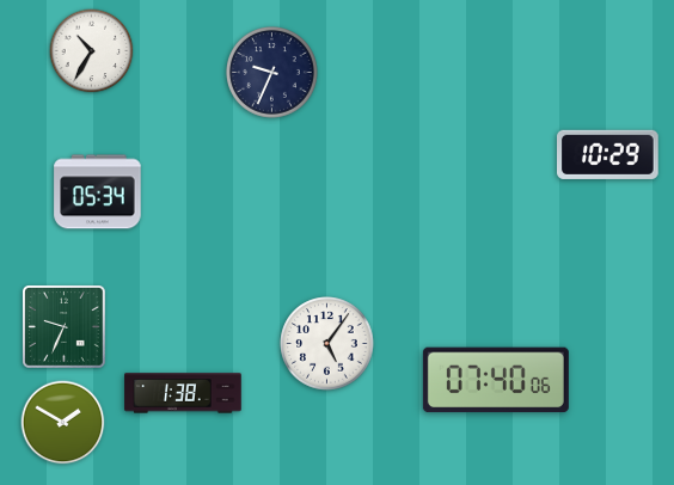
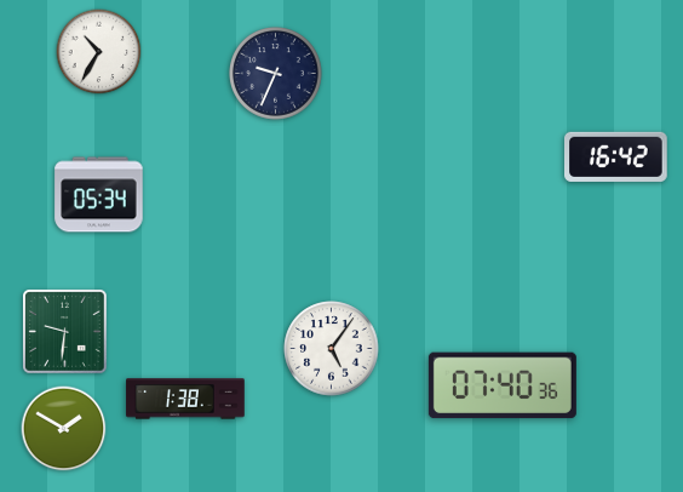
clock at (92, 51) position: (92, 51) -> (99, 52)
clock at (608, 154): 10:29 -> 16:42
clock at (65, 327): 9:34 -> 9:31
clock at (496, 380): 07:40:06 -> 07:40:36
